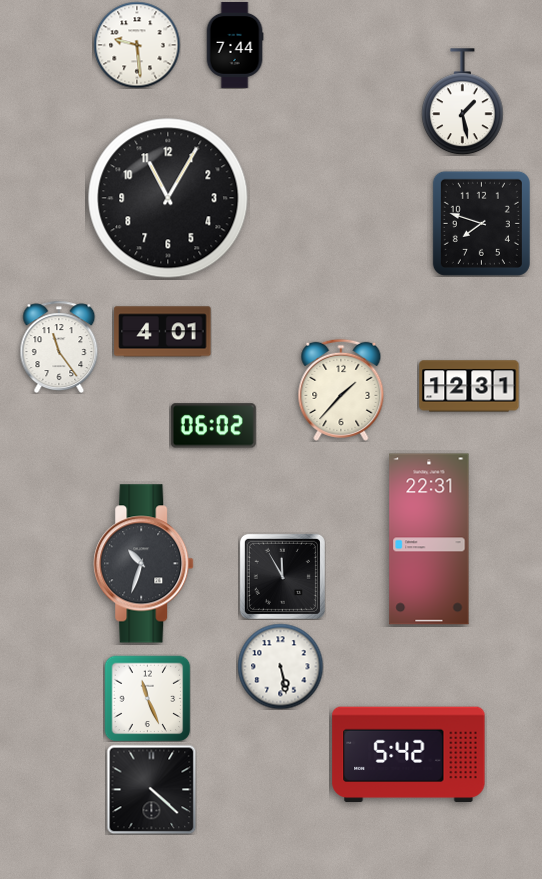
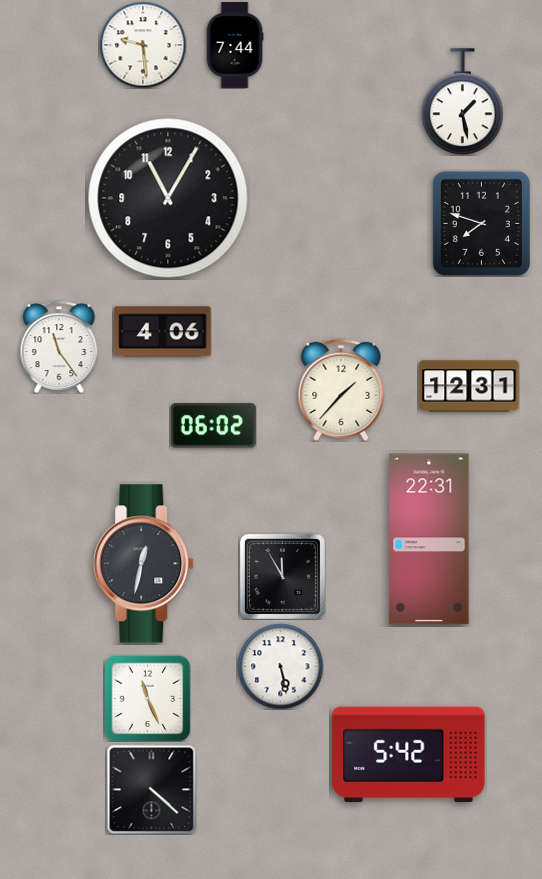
clock at (137, 45) position: (137, 45) -> (143, 45)
clock at (163, 332): 4:01 -> 4:06
clock at (144, 564): 10:33 -> 12:32
